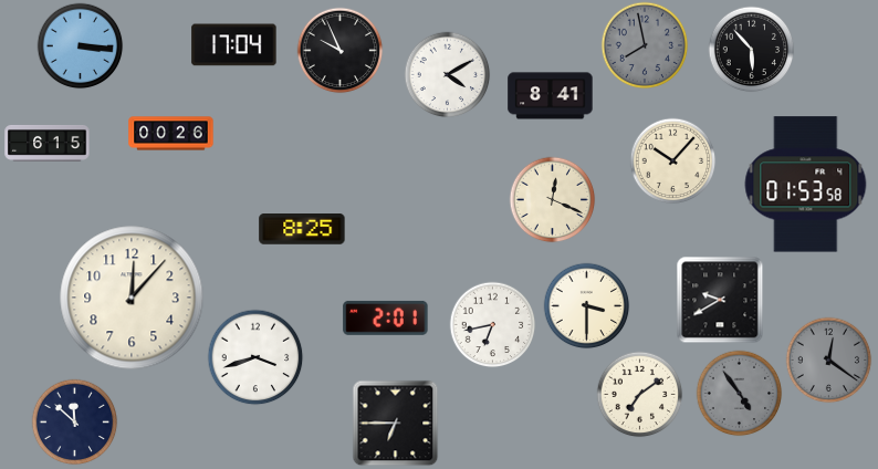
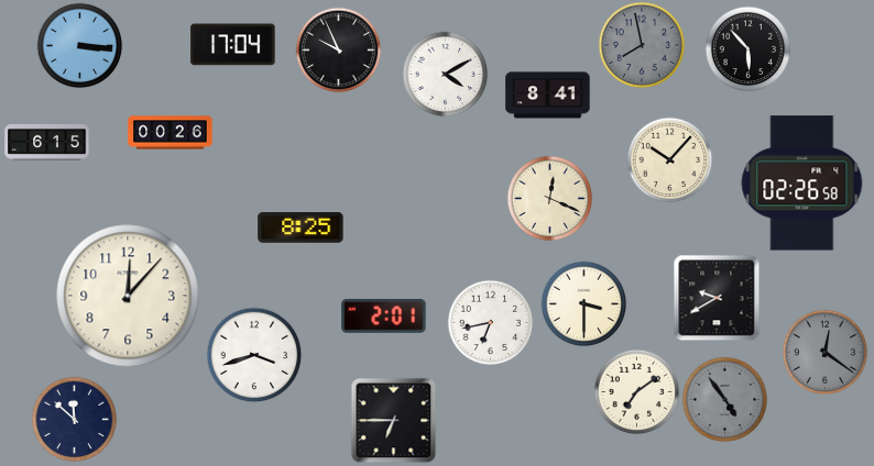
clock at (806, 185): 01:53 -> 02:26
clock at (132, 298) position: (132, 298) -> (128, 296)
clock at (828, 359) position: (828, 359) -> (824, 352)
clock at (739, 393) position: (739, 393) -> (724, 399)
